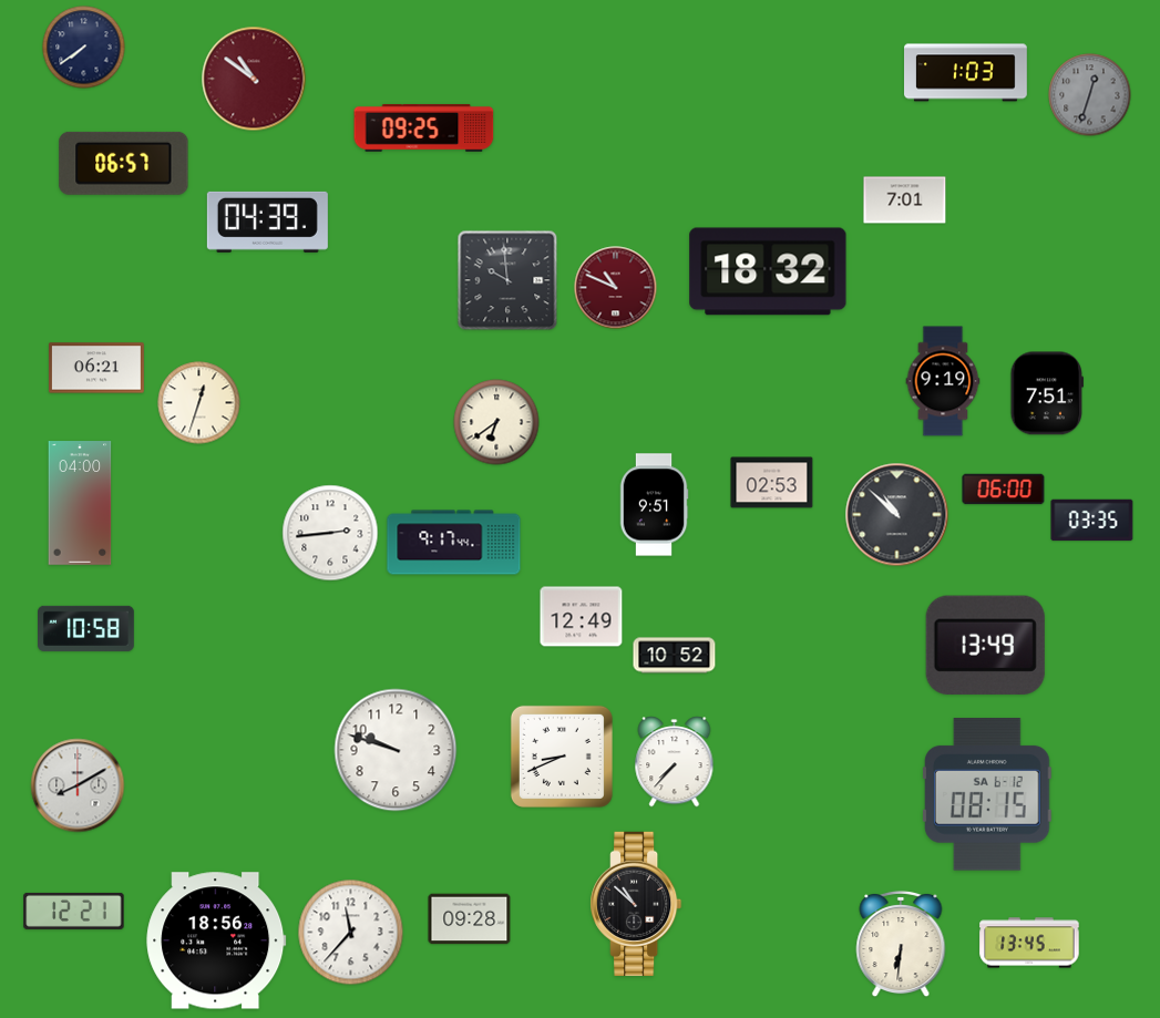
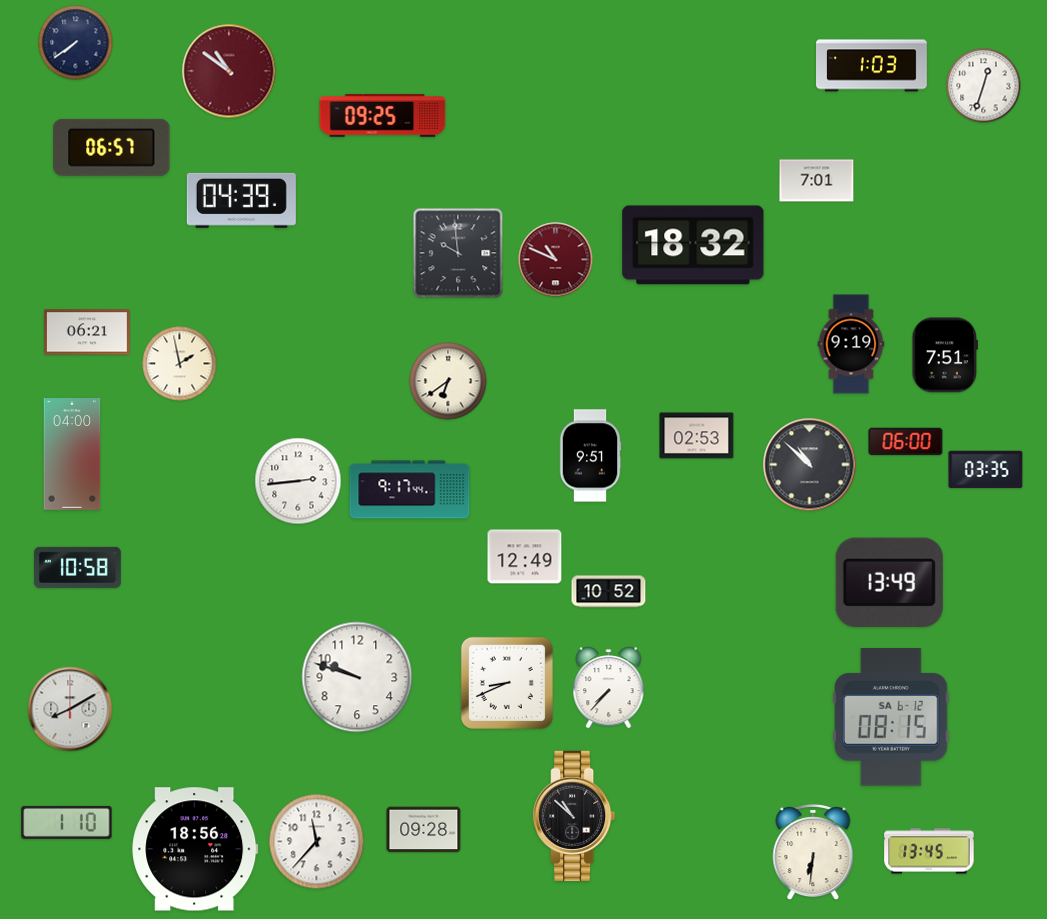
clock at (1090, 95) dial: grey -> white
clock at (199, 403): 12:33 -> 1:58
clock at (74, 911): 12:21 -> 1:10
